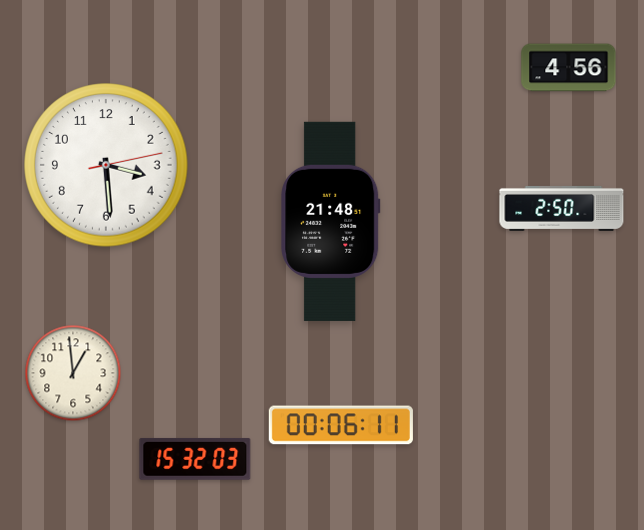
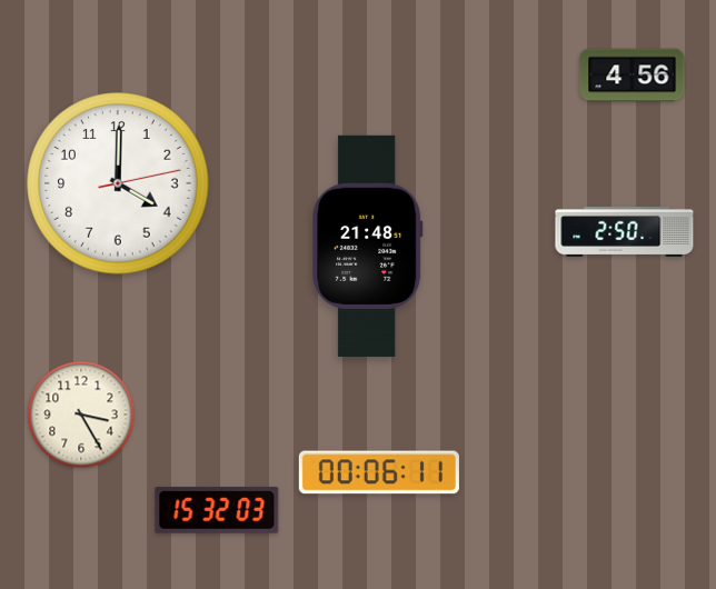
clock at (106, 165): 3:29 -> 4:00
clock at (73, 373): 12:59 -> 3:25
